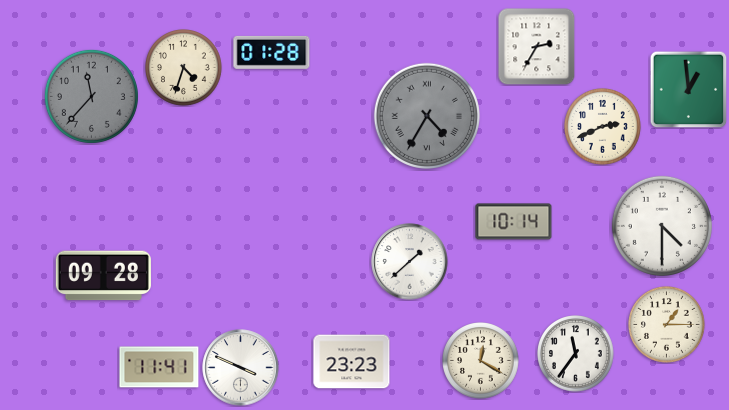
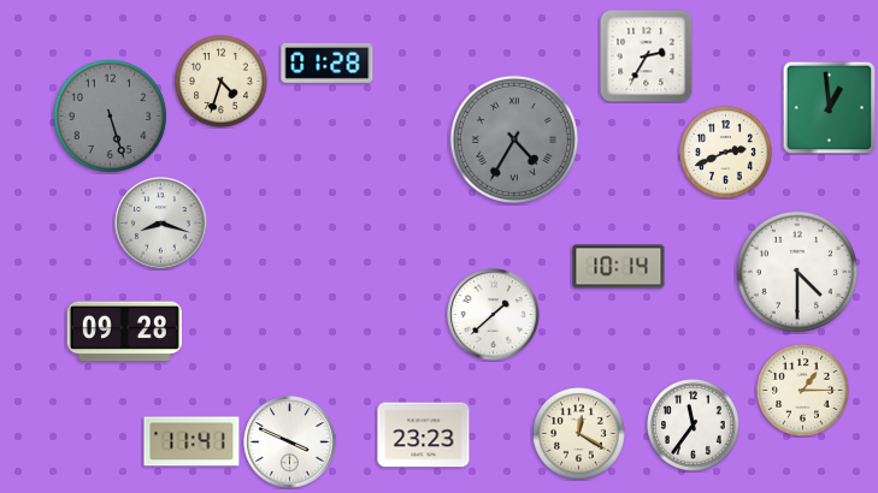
clock at (91, 96): 11:37 -> 5:27
clock at (161, 224): none -> 8:18
